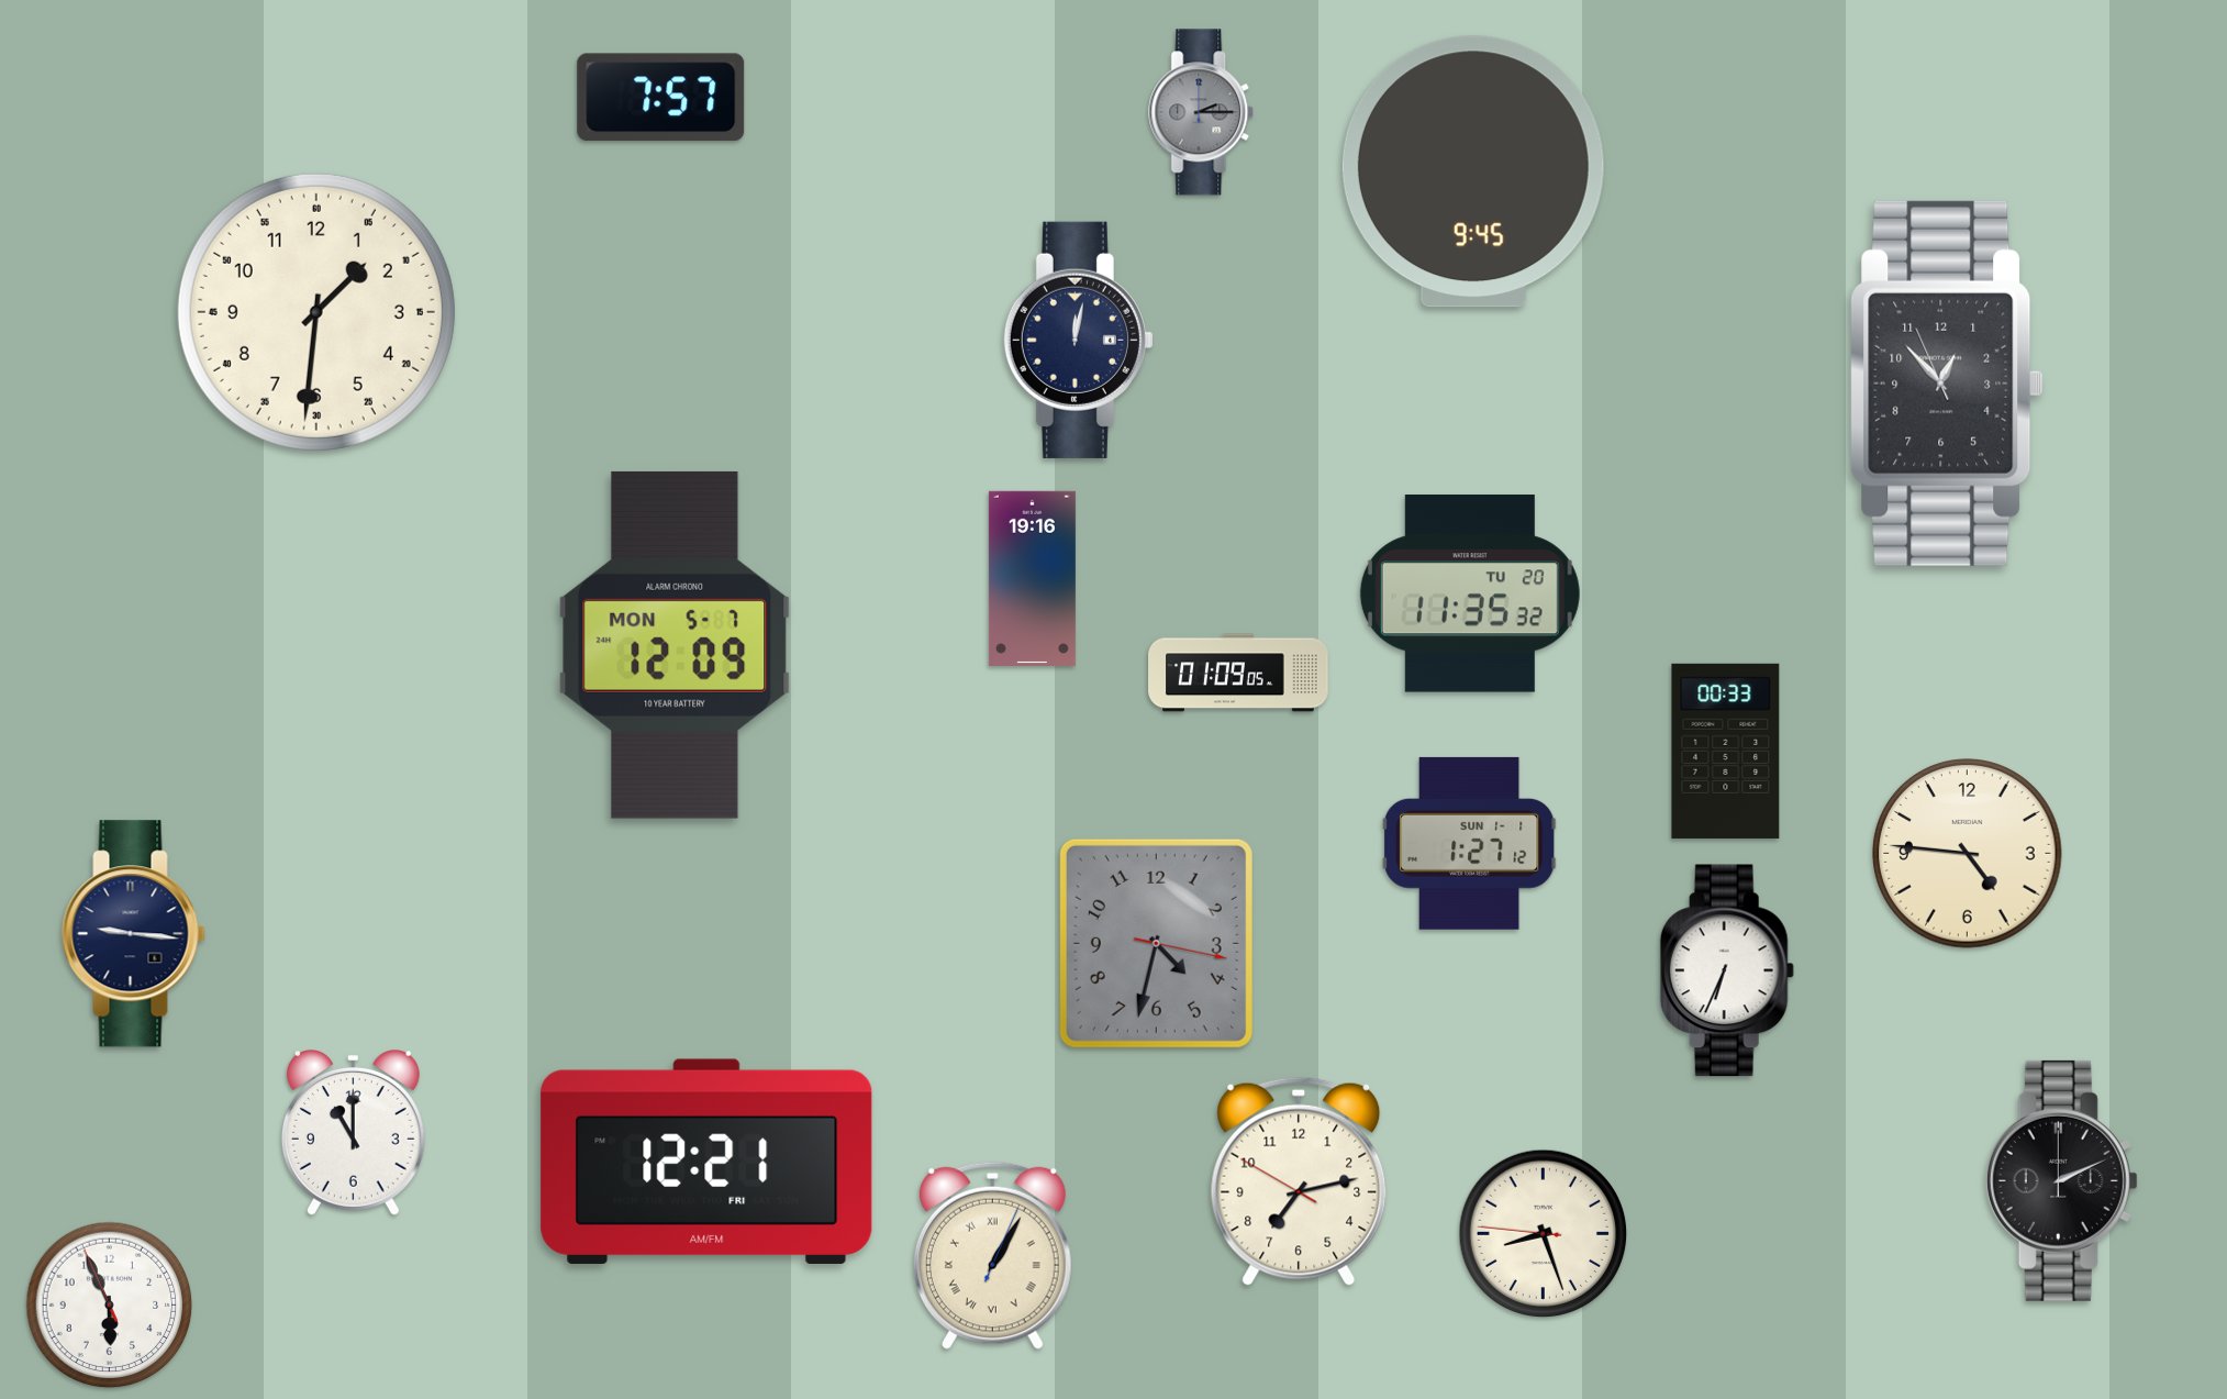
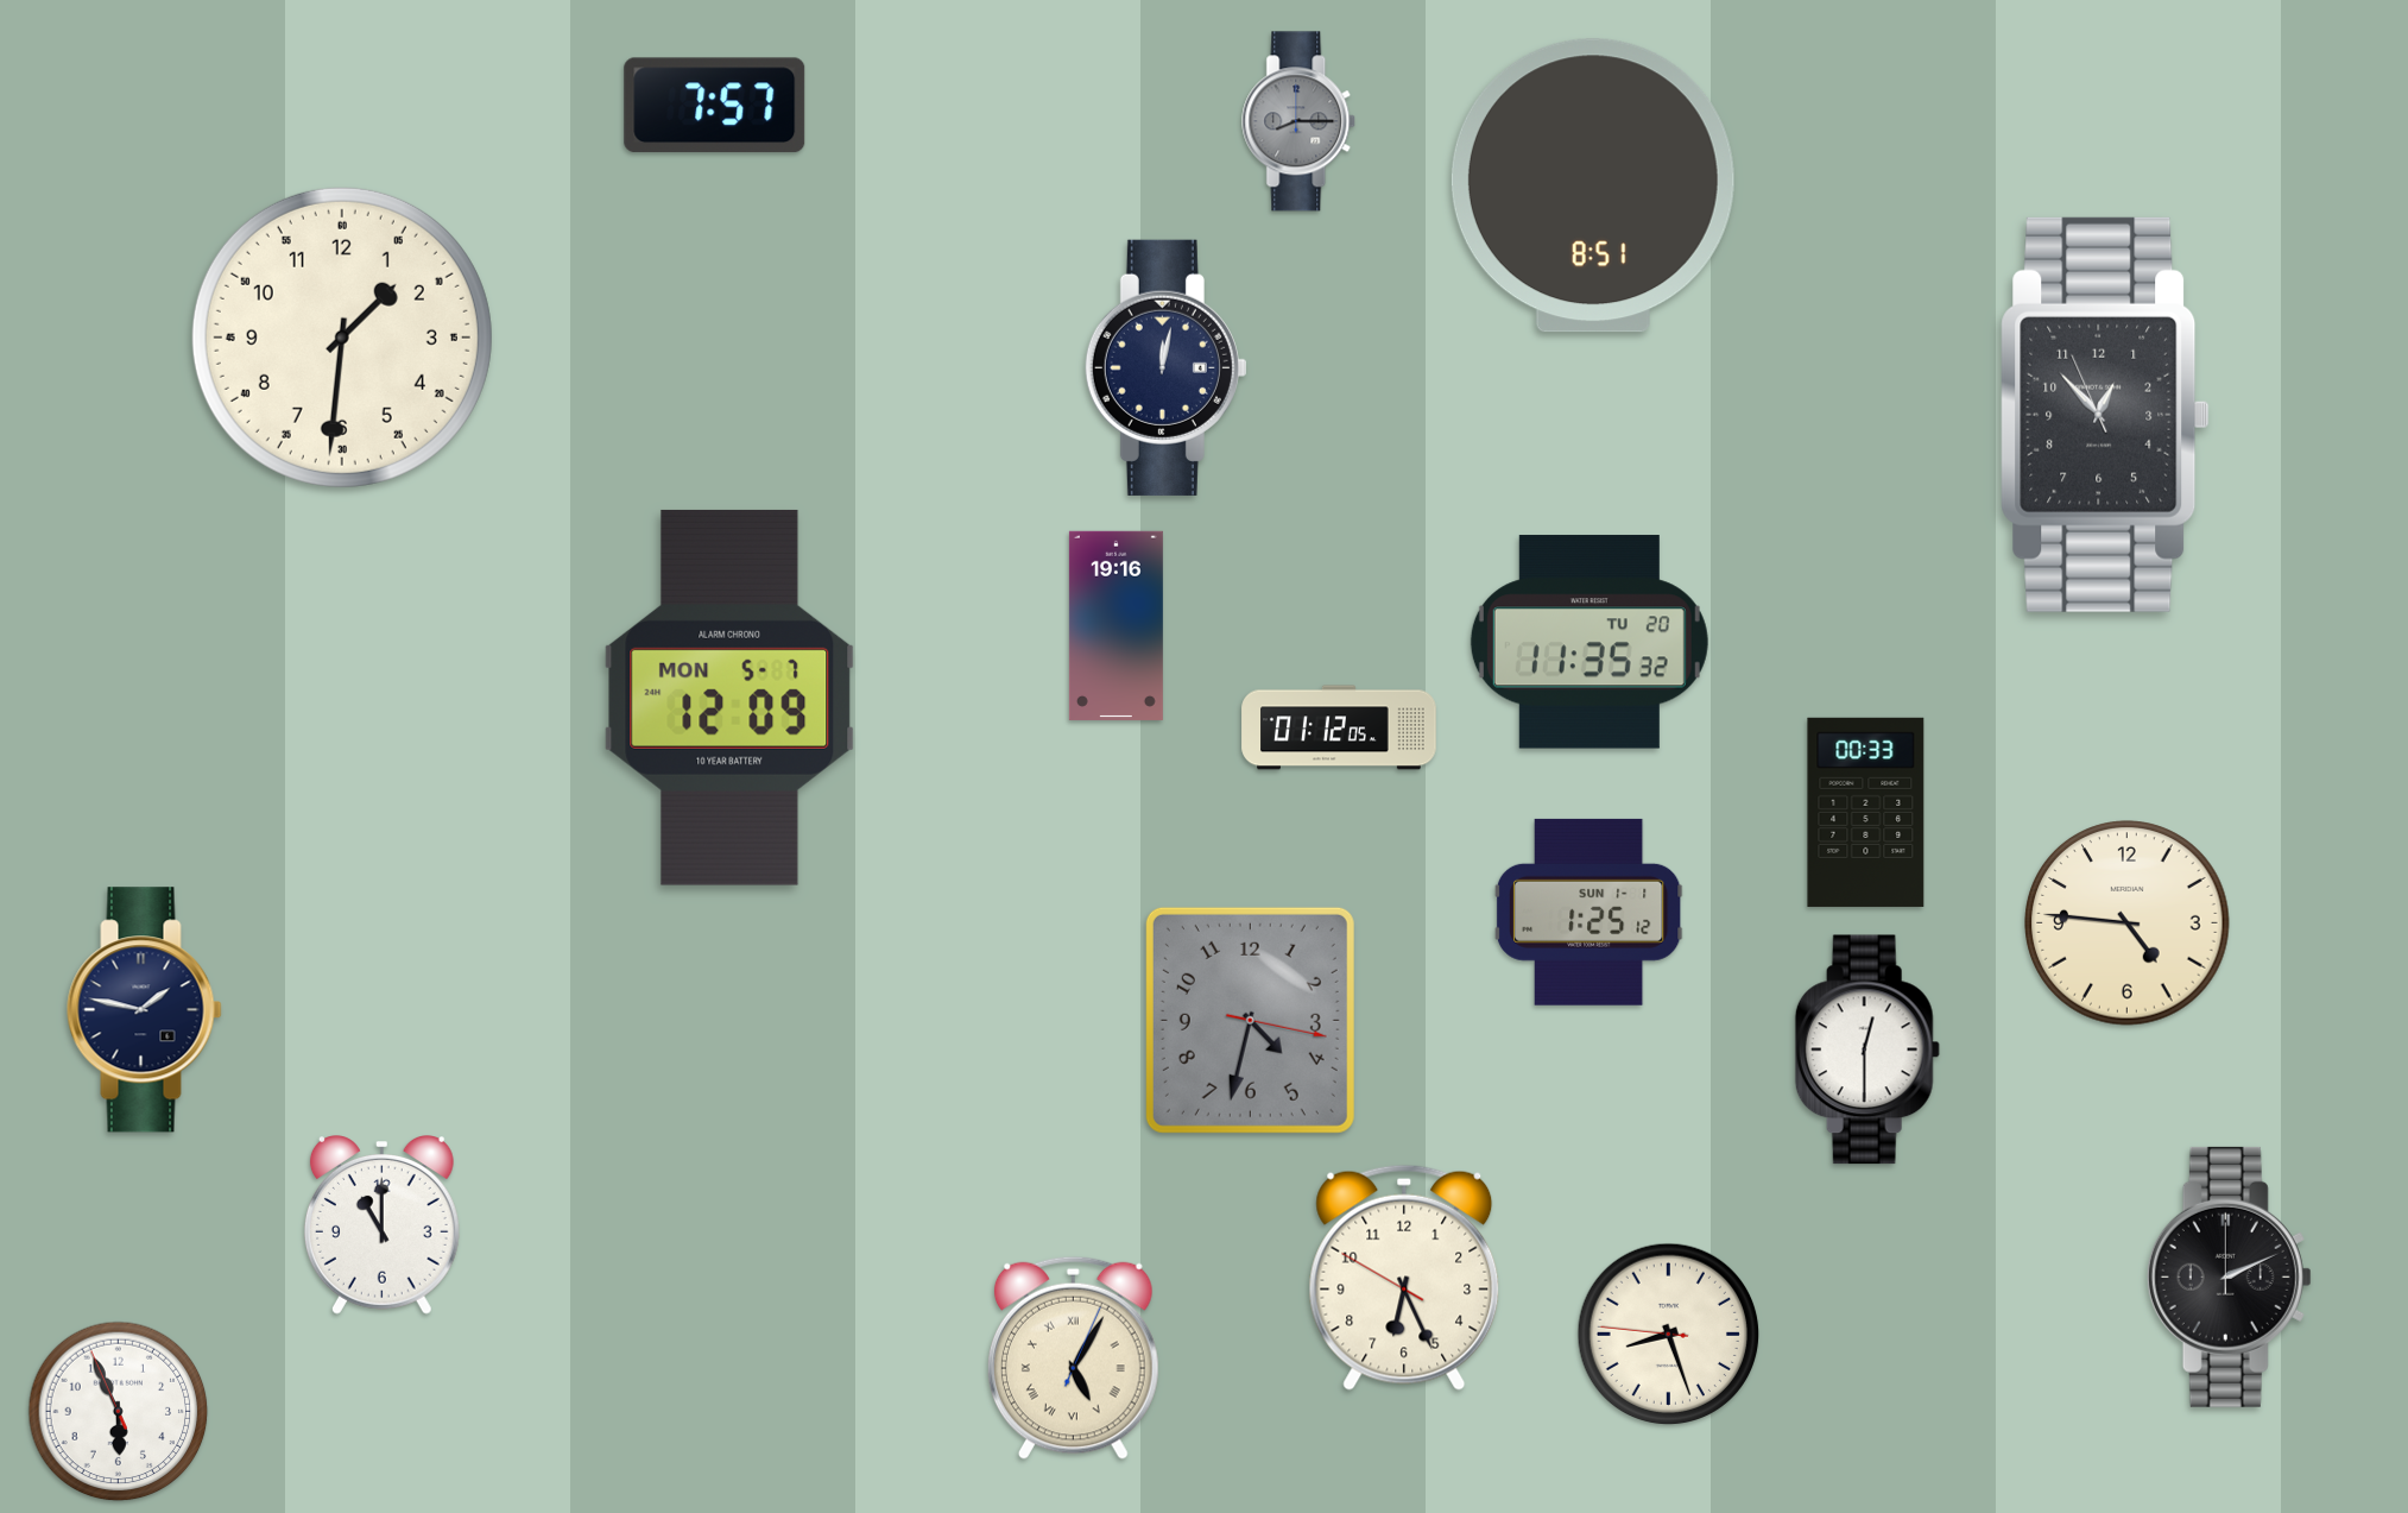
clock at (1202, 112): 2:15 -> 8:15
clock at (1473, 171): 9:45 -> 8:51
clock at (1238, 673): 01:09 -> 01:12
clock at (1469, 843): 1:27 -> 1:25
clock at (134, 934): 9:16 -> 1:47
clock at (1727, 970): 6:34 -> 12:30
clock at (706, 1162): 12:21 -> none
clock at (1299, 1181): 7:12 -> 6:25
clock at (992, 1255): 1:05 -> 5:05
